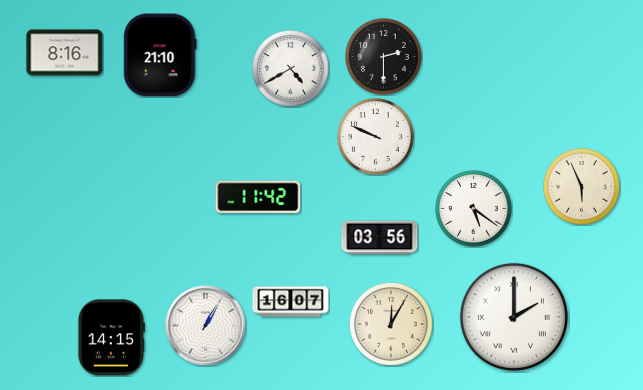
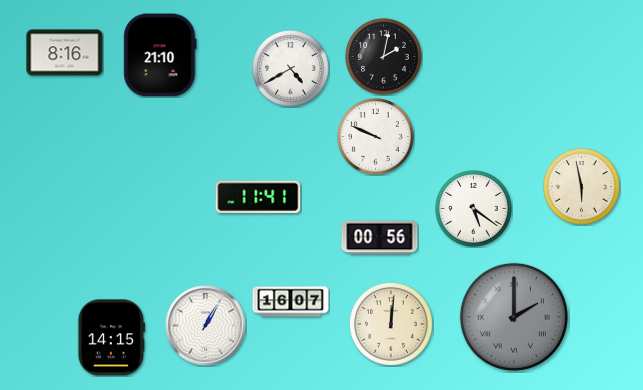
clock at (384, 57): 2:30 -> 2:02
clock at (582, 187): 5:56 -> 5:58
clock at (258, 197): 11:42 -> 11:41
clock at (380, 238): 03:56 -> 00:56
clock at (514, 317) dial: white -> grey
clock at (392, 325): 12:05 -> 12:01
